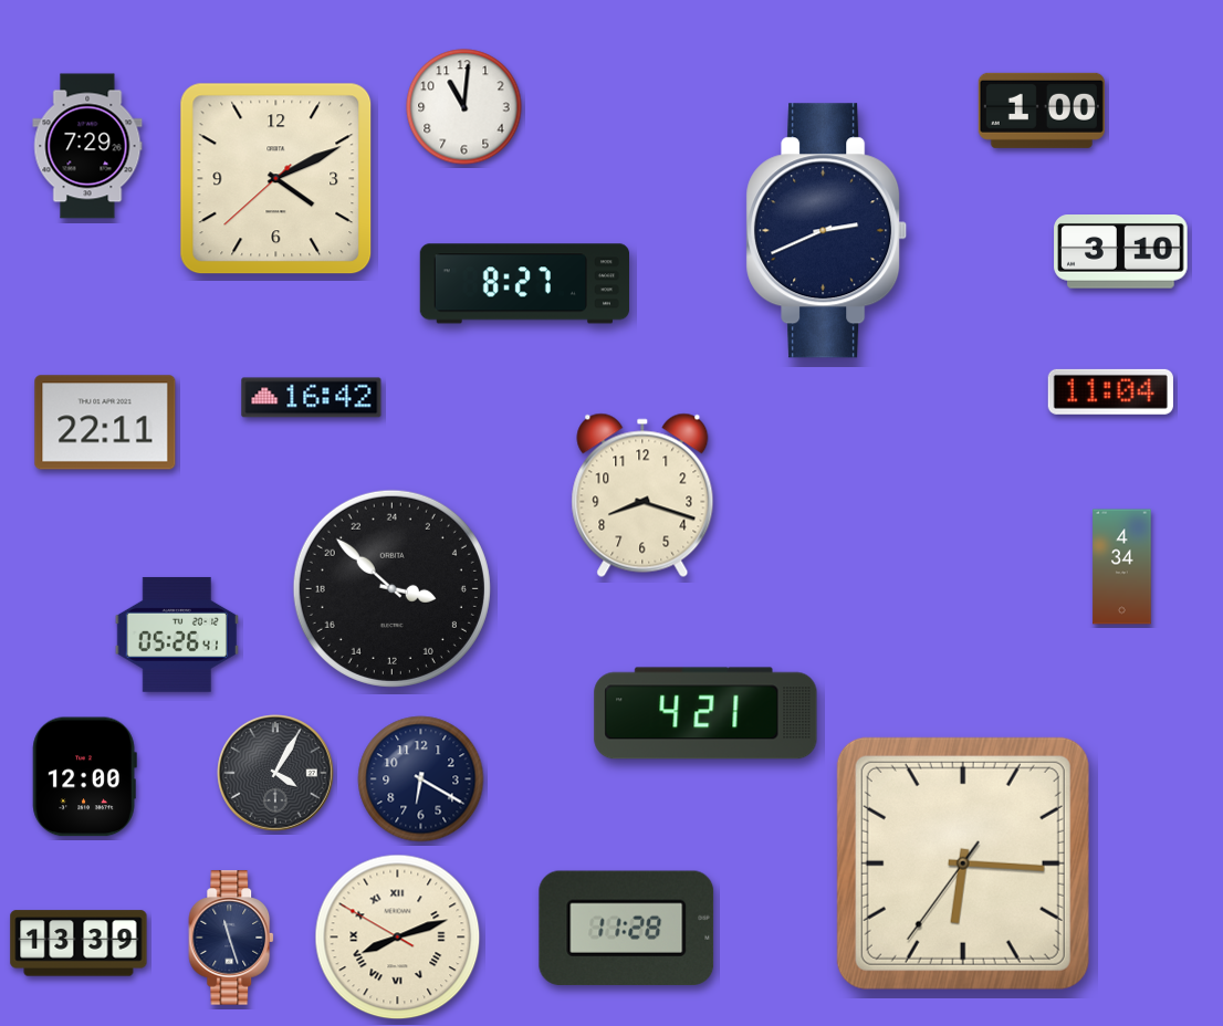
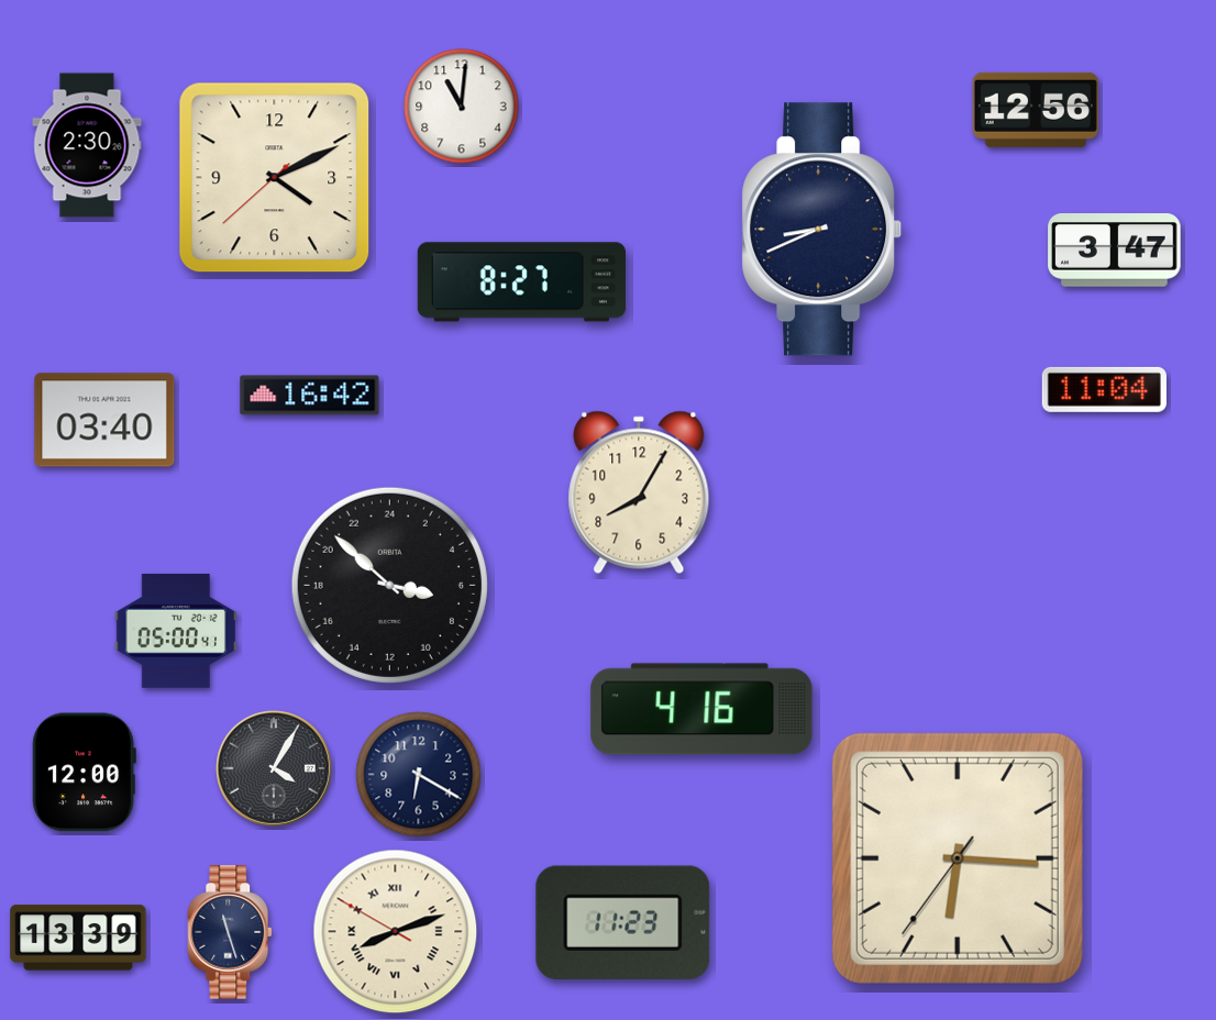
clock at (1042, 111): 1:00 -> 12:56
clock at (87, 146): 7:29 -> 2:30
clock at (827, 231): 2:41 -> 8:41
clock at (1121, 252): 3:10 -> 3:47
clock at (105, 422): 22:11 -> 03:40
clock at (642, 495): 8:18 -> 8:05
clock at (1122, 567): 4:34 -> none
clock at (177, 635): 05:26 -> 05:00
clock at (705, 713): 4:21 -> 4:16
clock at (627, 928): 11:28 -> 11:23
